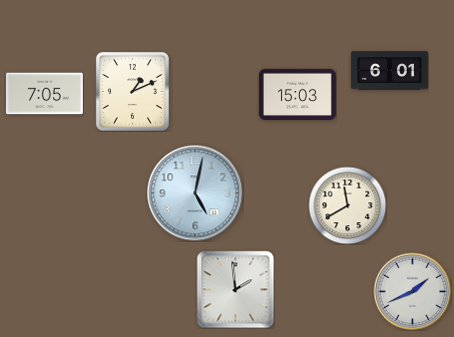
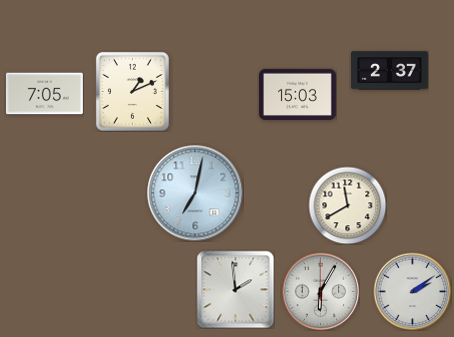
clock at (389, 71): 6:01 -> 2:37
clock at (195, 193): 5:02 -> 7:02
clock at (320, 291): none -> 6:05
clock at (412, 291): 1:41 -> 2:09
